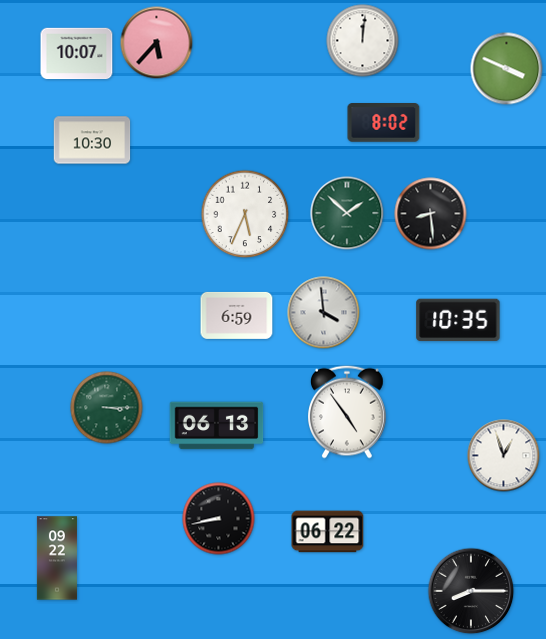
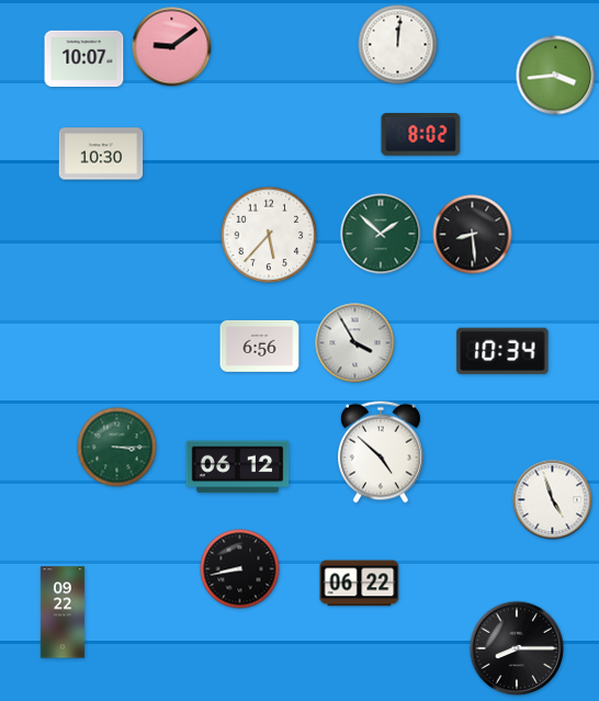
clock at (157, 43): 5:37 -> 9:09
clock at (507, 69): 3:49 -> 3:44
clock at (245, 214): 5:34 -> 5:37
clock at (324, 313): 3:59 -> 3:55
clock at (237, 315): 6:59 -> 6:56
clock at (458, 320): 10:35 -> 10:34
clock at (348, 412): 4:54 -> 4:52
clock at (217, 426): 06:13 -> 06:12
clock at (504, 456): 12:57 -> 4:57
